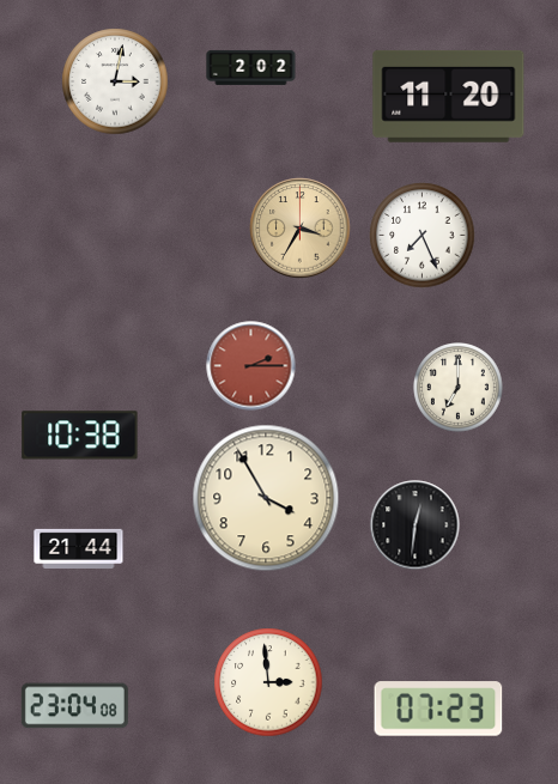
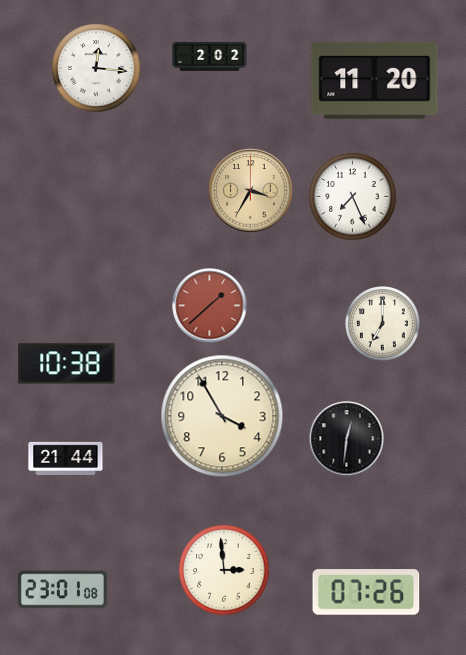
clock at (115, 81): 3:02 -> 12:16
clock at (251, 366): 2:15 -> 1:38
clock at (74, 706): 23:04 -> 23:01
clock at (438, 709): 07:23 -> 07:26
